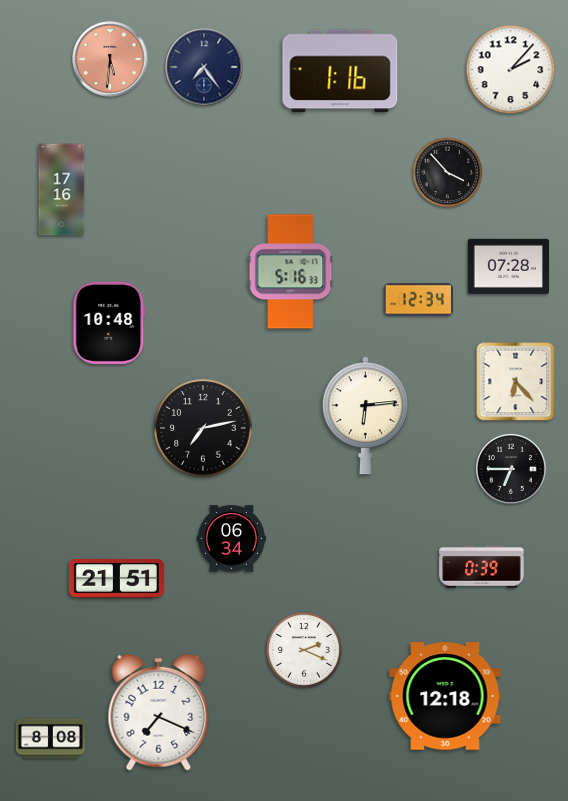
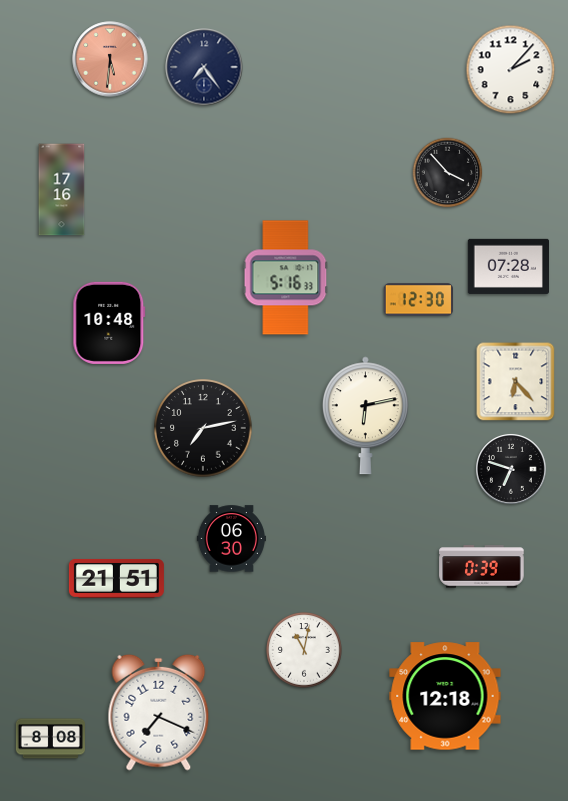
clock at (340, 71): 1:16 -> none
clock at (291, 272) position: (291, 272) -> (286, 278)
clock at (418, 300): 12:34 -> 12:30
clock at (365, 416): 6:14 -> 6:13
clock at (511, 469): 6:45 -> 6:48
clock at (231, 539): 06:34 -> 06:30
clock at (305, 651): 2:19 -> 11:02
